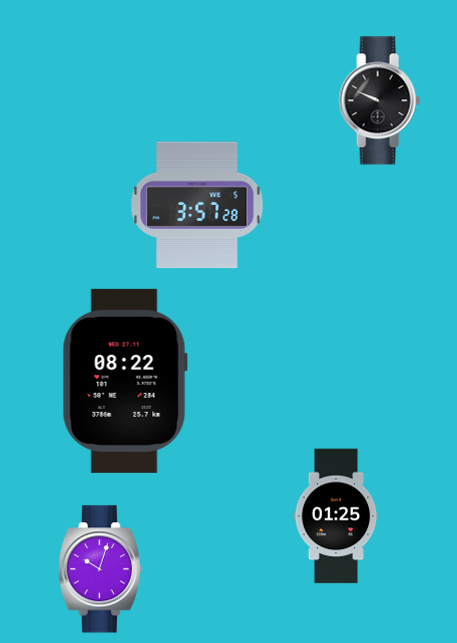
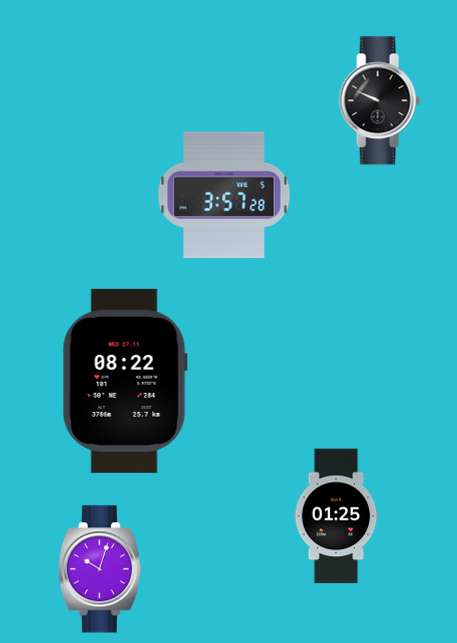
clock at (197, 205) position: (197, 205) -> (224, 195)
